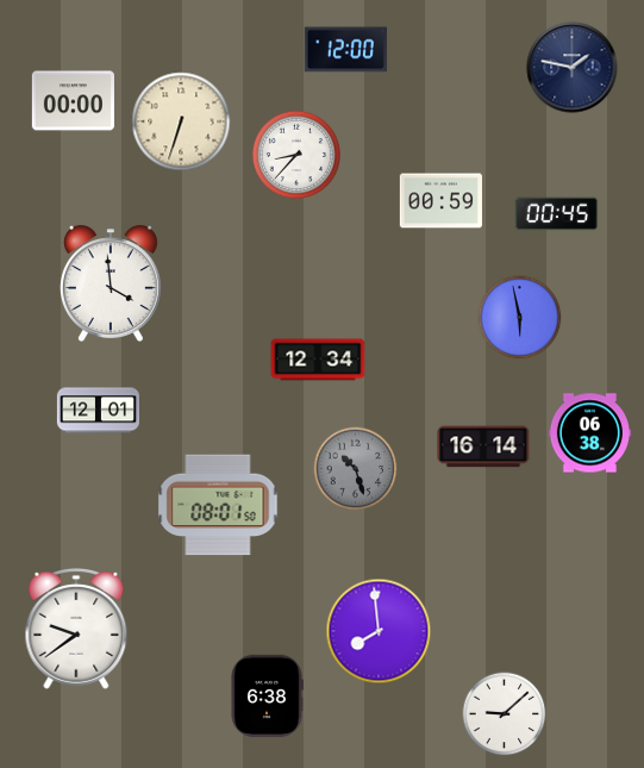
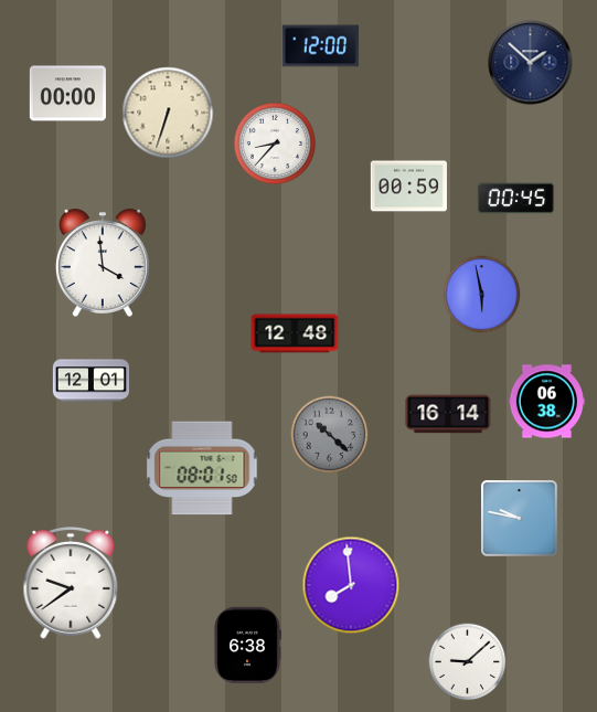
clock at (573, 68): 1:47 -> 1:52
clock at (318, 360): 12:34 -> 12:48
clock at (356, 469): 10:27 -> 10:22
clock at (520, 519): none -> 9:47
